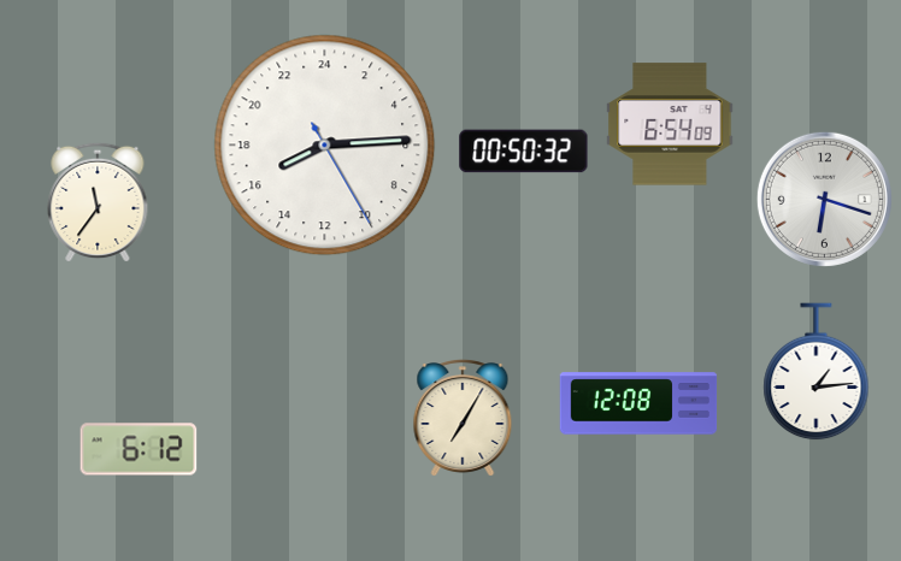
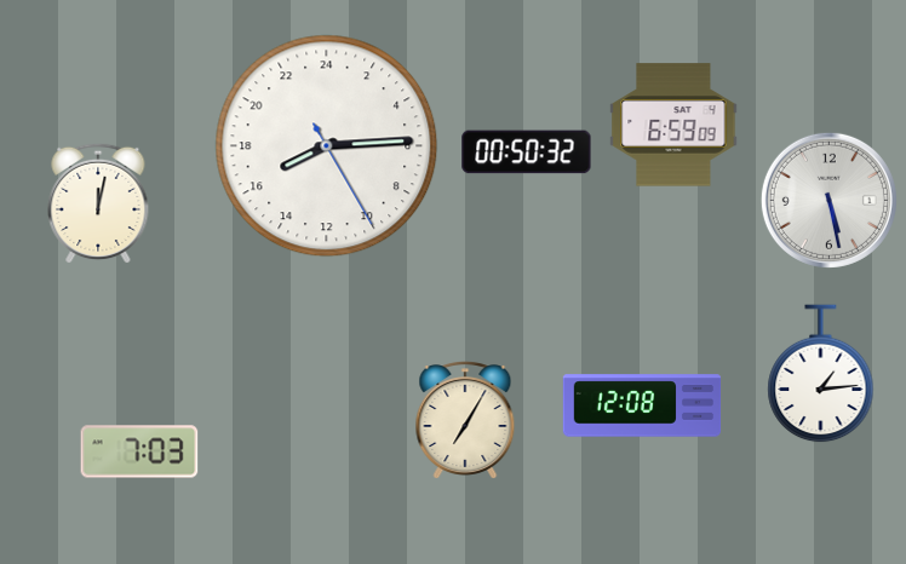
clock at (670, 124): 6:54 -> 6:59
clock at (824, 199): 6:18 -> 5:28
clock at (98, 202): 11:36 -> 12:02
clock at (139, 449): 6:12 -> 7:03
